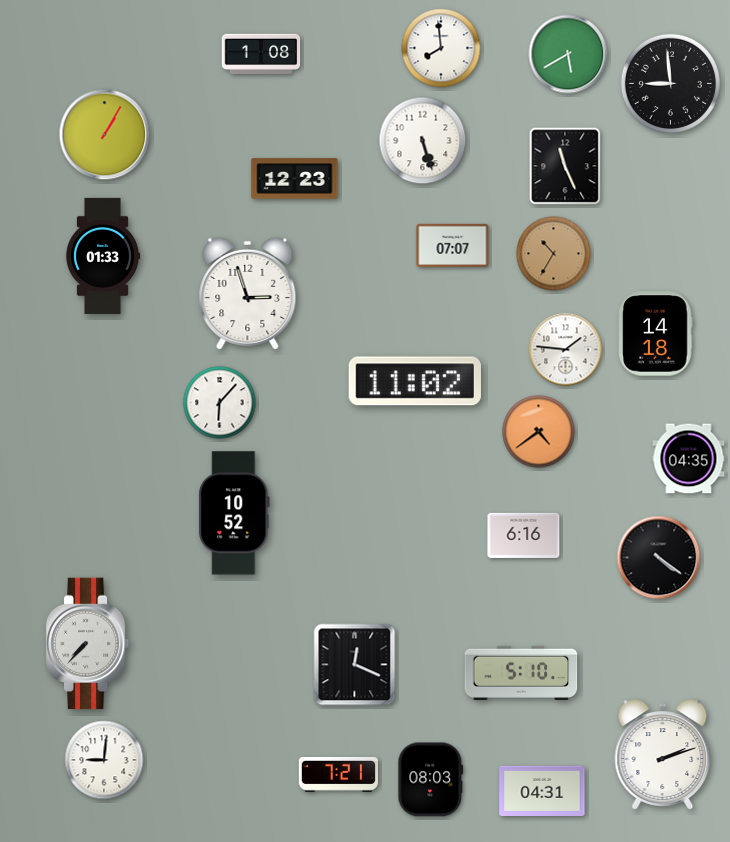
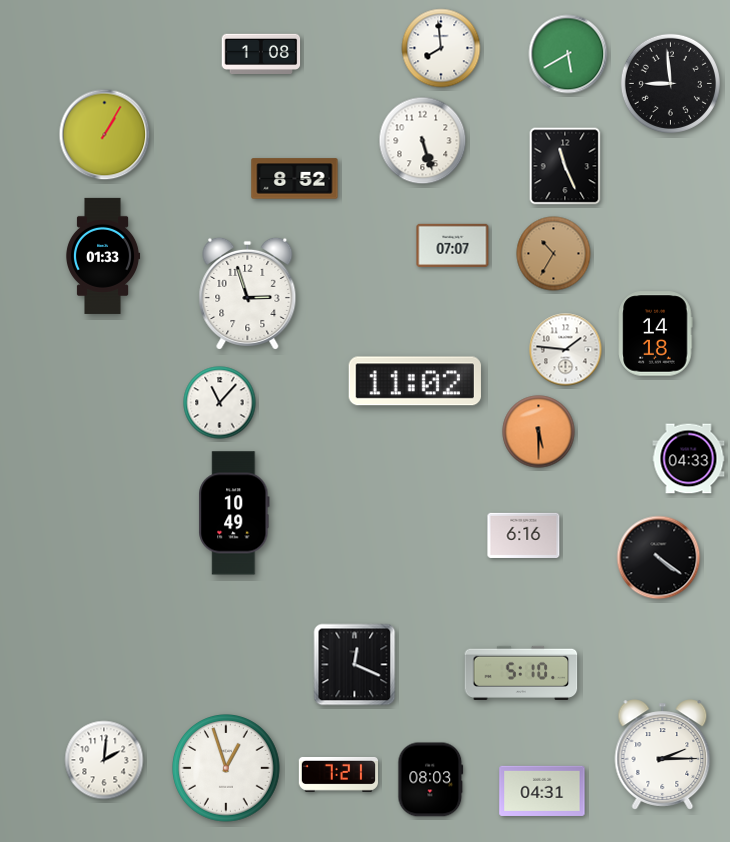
clock at (295, 179): 12:23 -> 8:52
clock at (220, 403): 6:07 -> 11:07
clock at (539, 432): 4:39 -> 5:30
clock at (689, 459): 04:35 -> 04:33
clock at (234, 513): 10:52 -> 10:49
clock at (88, 644): 7:37 -> none
clock at (663, 755): 2:12 -> 2:15
clock at (104, 760): 9:01 -> 2:01
clock at (227, 769): none -> 12:57
